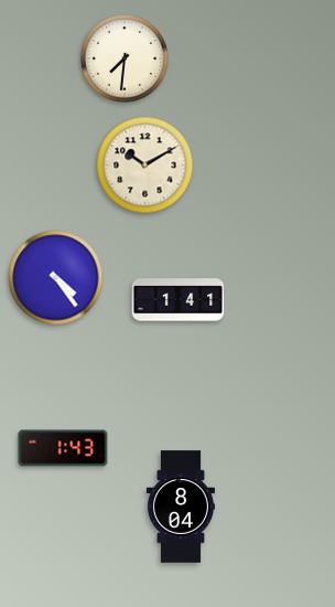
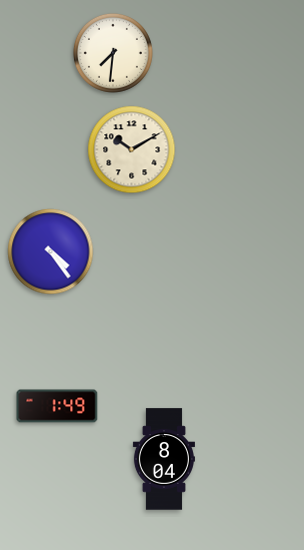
clock at (179, 300): 1:41 -> none
clock at (63, 448): 1:43 -> 1:49
